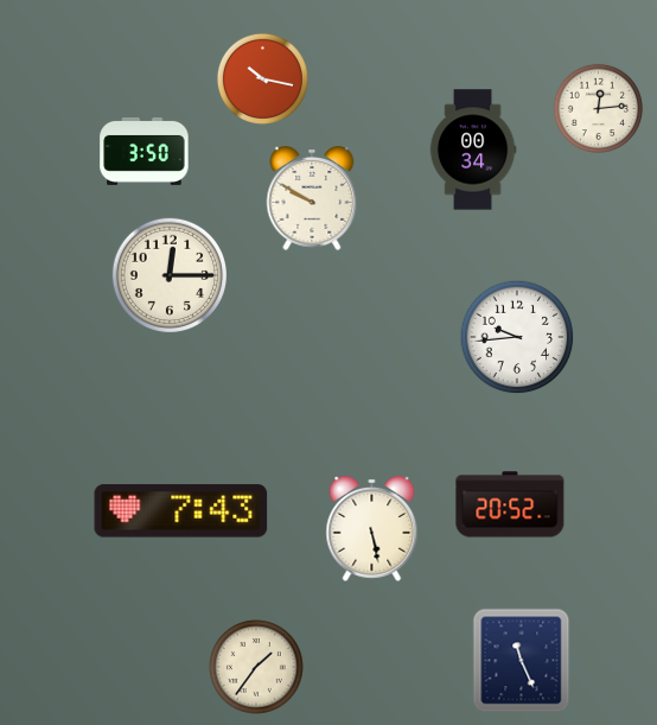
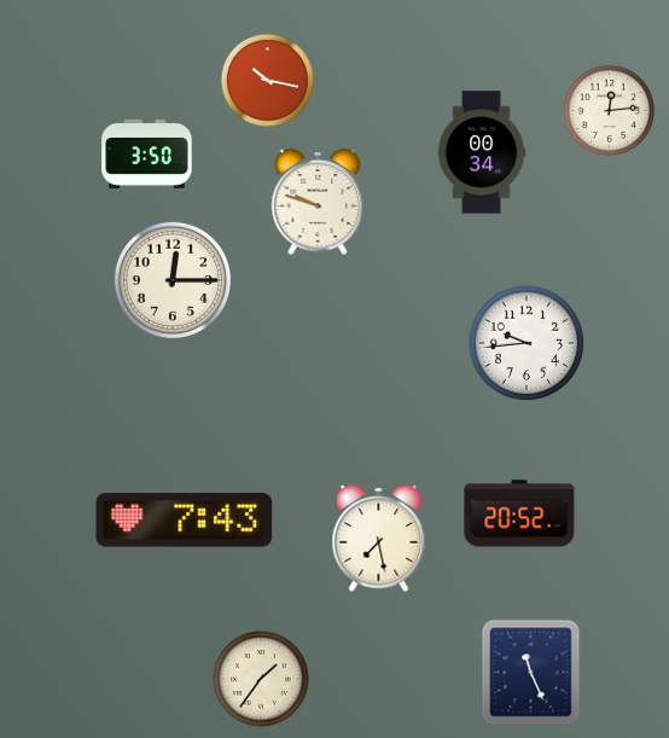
clock at (312, 198): 9:50 -> 9:48
clock at (372, 528): 5:28 -> 7:28
